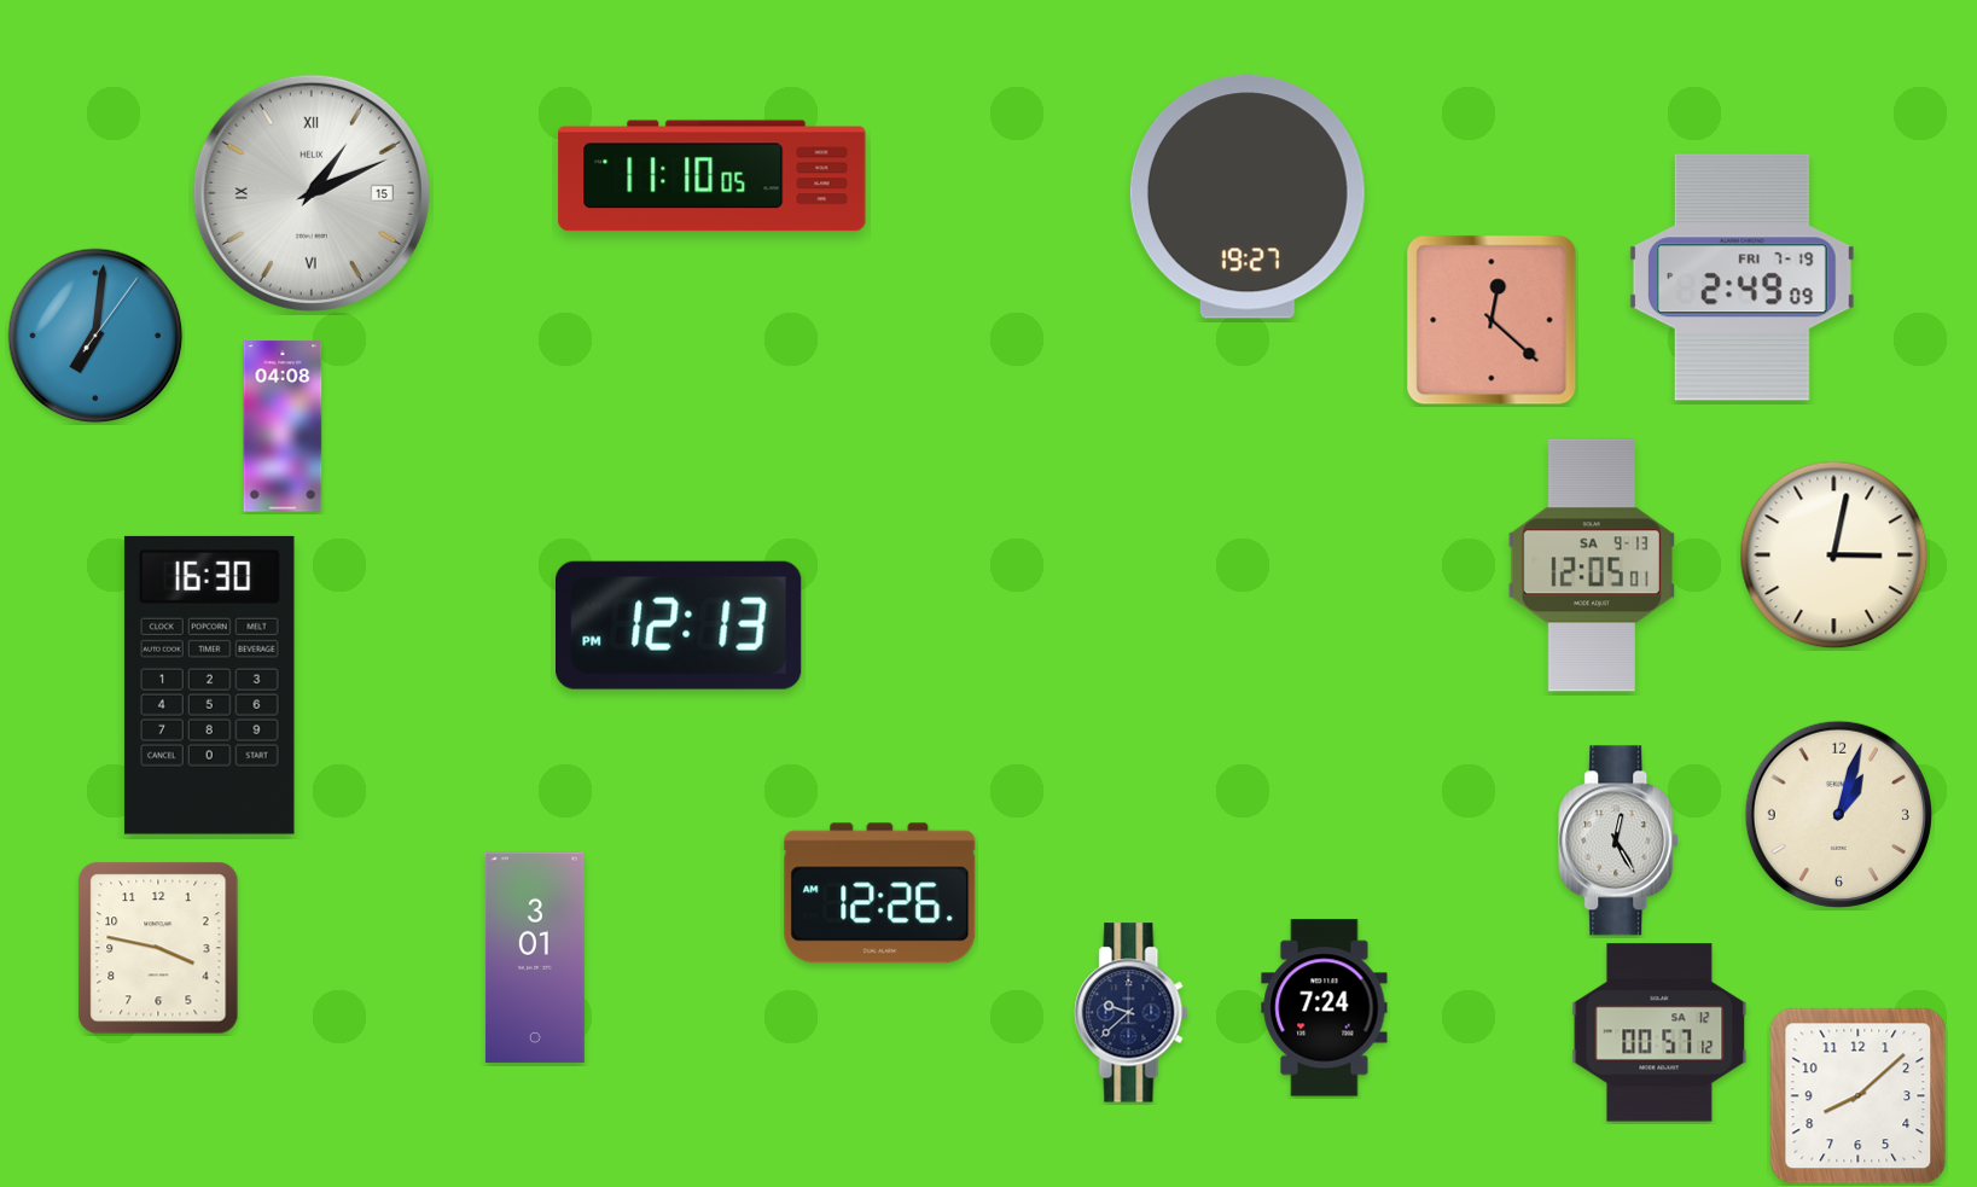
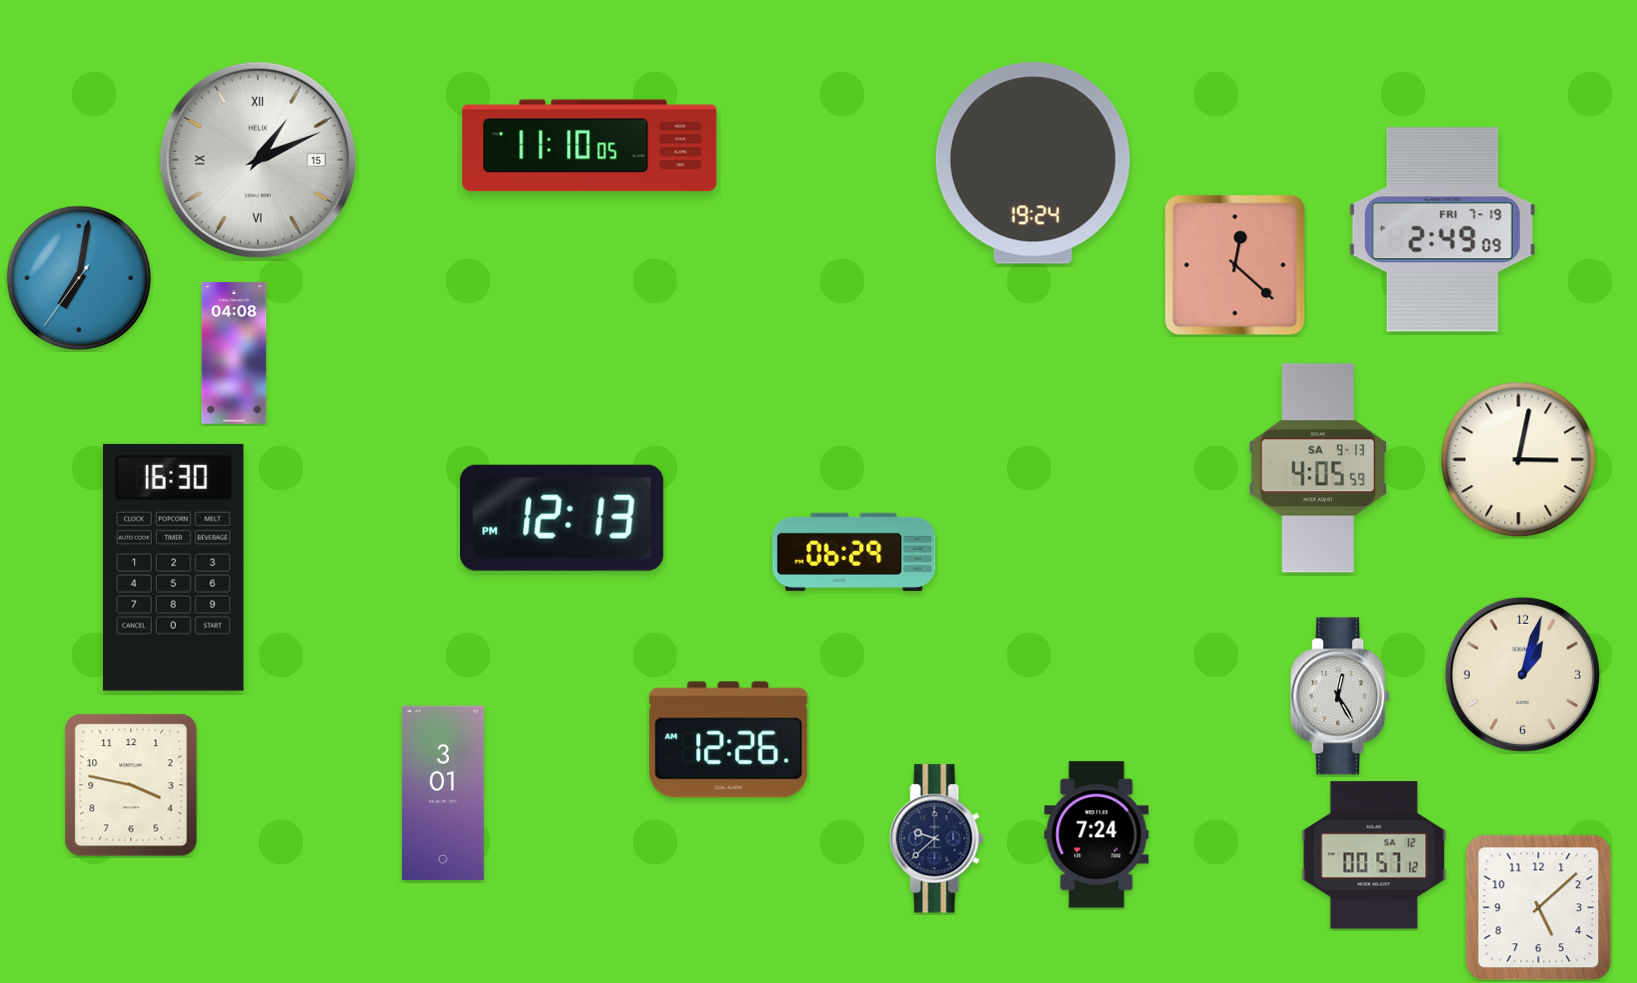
clock at (1248, 197): 19:27 -> 19:24
clock at (95, 336): 7:01:06 -> 7:01:36
clock at (1592, 565): 12:05 -> 4:05
clock at (854, 552): none -> 06:29
clock at (1859, 1096): 8:08 -> 5:08
